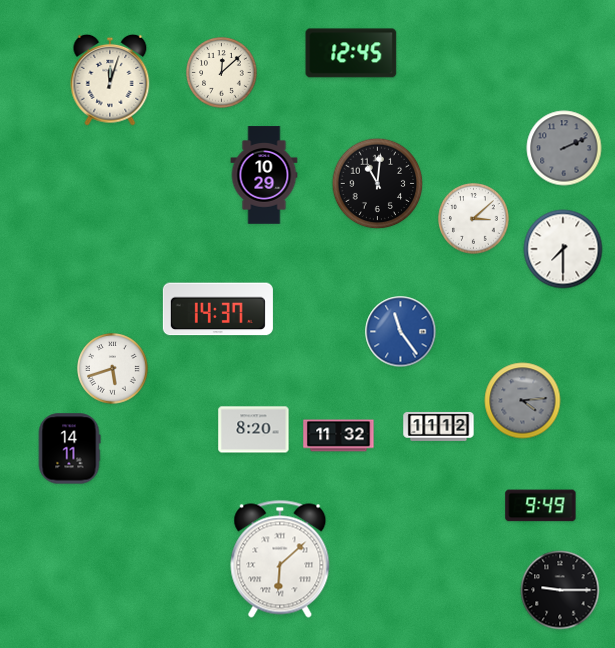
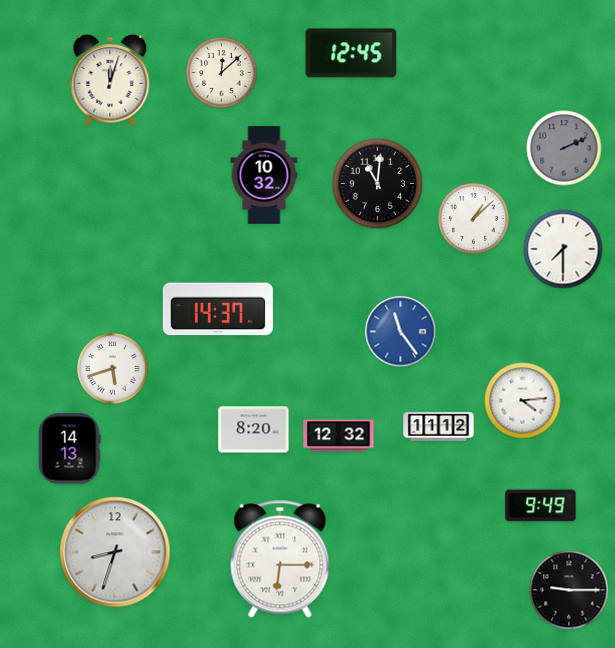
clock at (264, 175): 10:29 -> 10:32
clock at (474, 219): 3:08 -> 1:08
clock at (523, 401) dial: grey -> white
clock at (339, 436): 11:32 -> 12:32
clock at (69, 449): 14:11 -> 14:13
clock at (115, 552): none -> 8:33
clock at (280, 559): 6:08 -> 6:15
clock at (560, 590) position: (560, 590) -> (569, 590)
